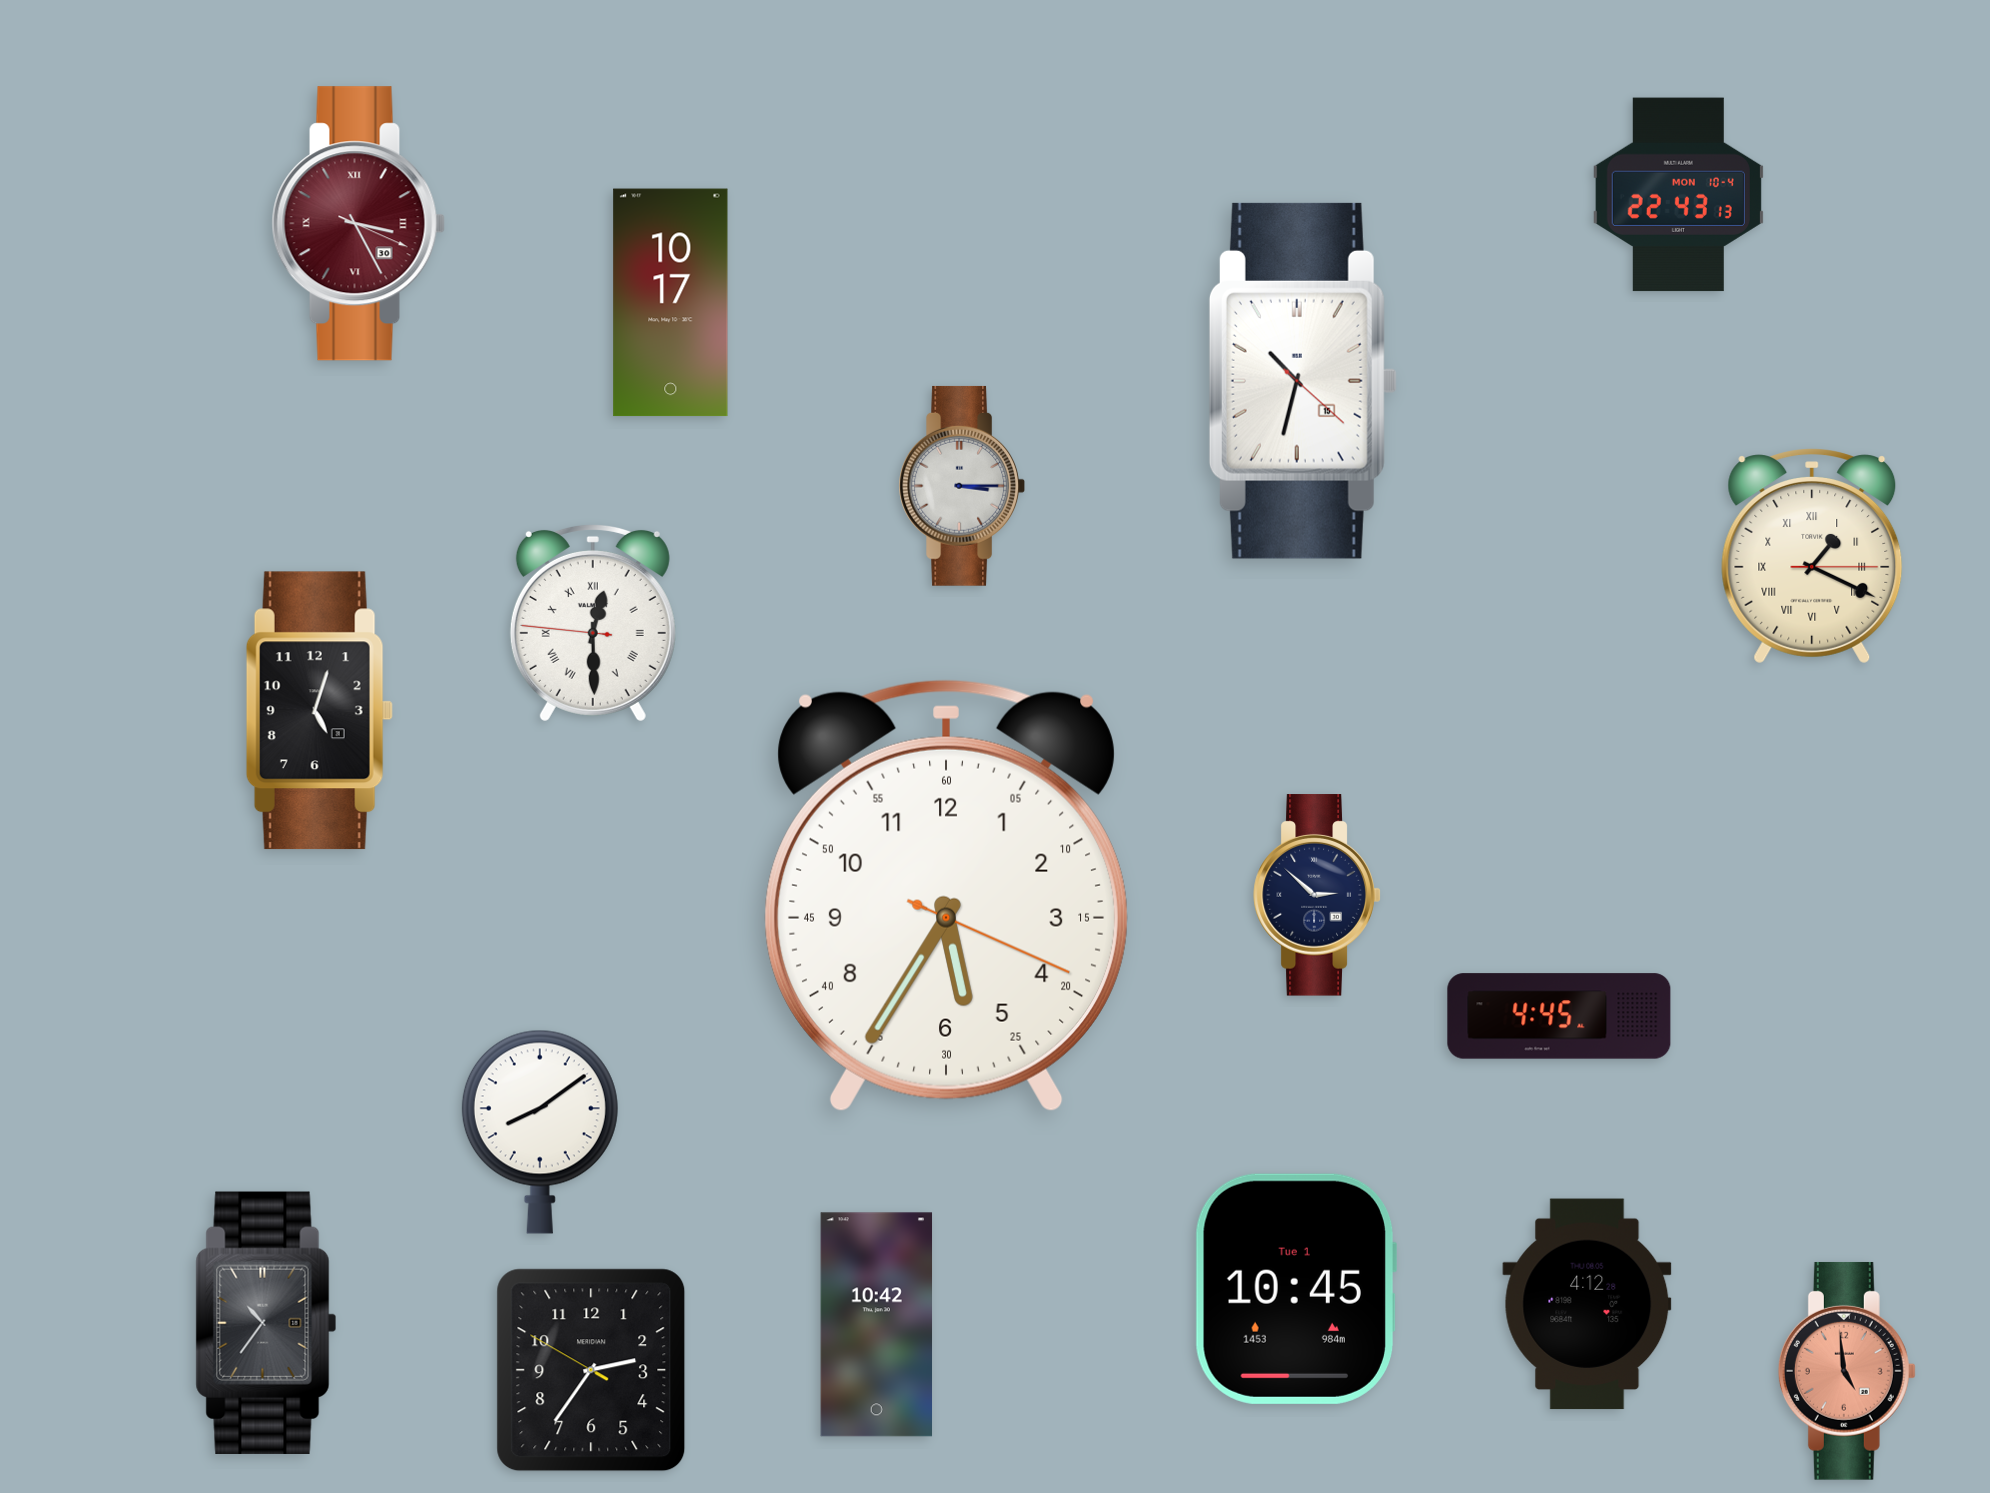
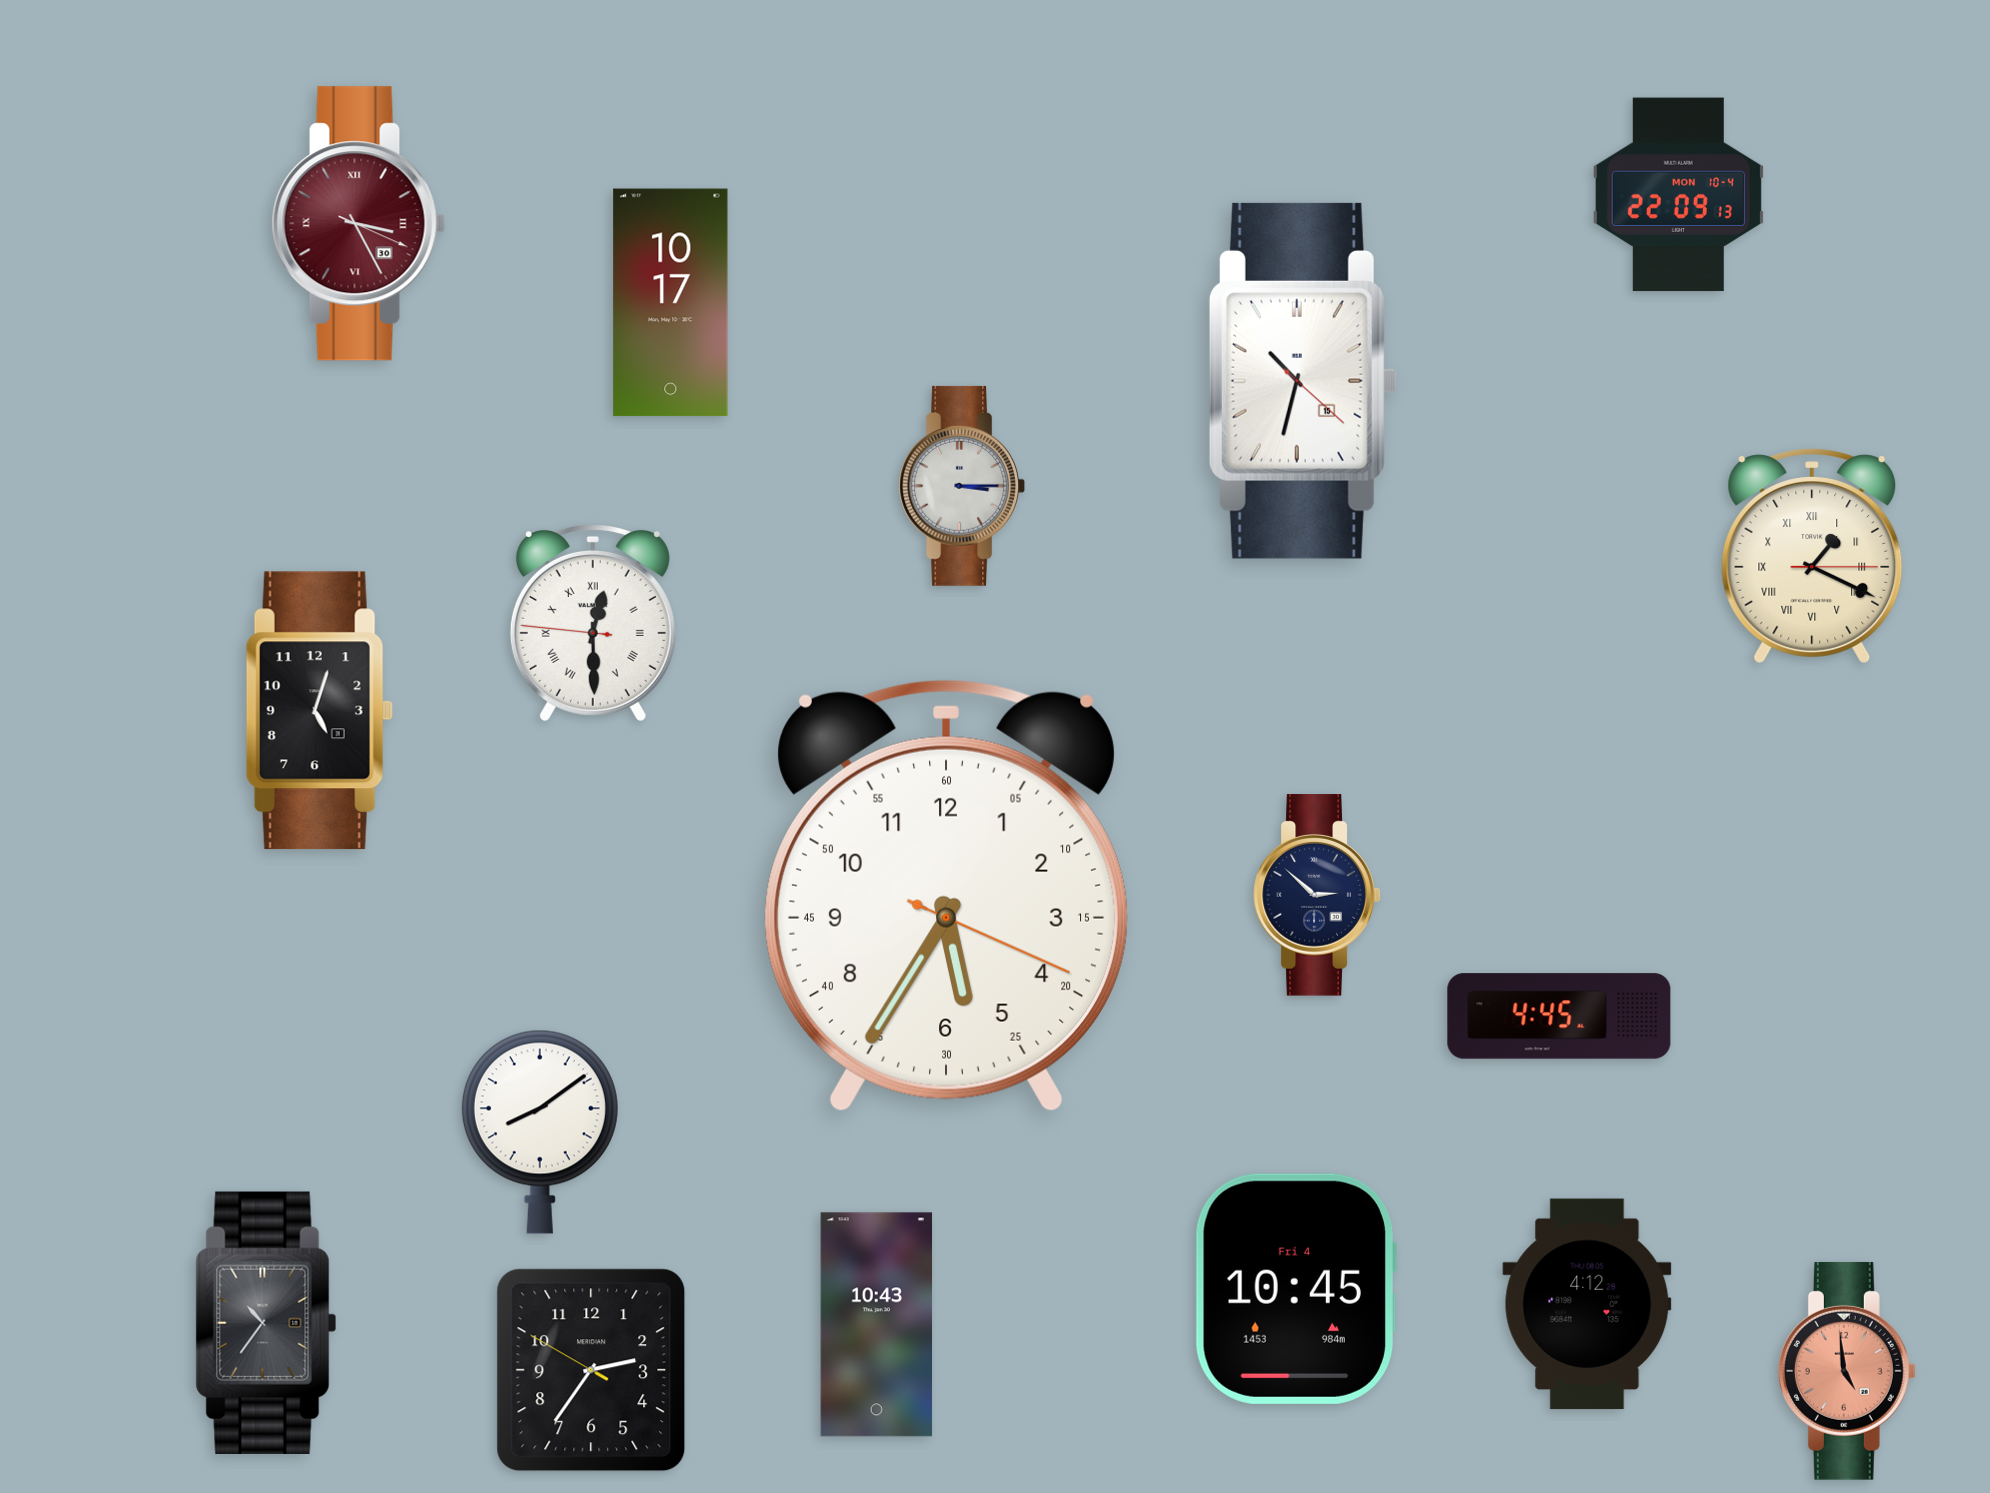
clock at (1678, 195): 22:43 -> 22:09
clock at (1295, 1289) date: Tue 1 -> Fri 4
clock at (877, 1325): 10:42 -> 10:43
